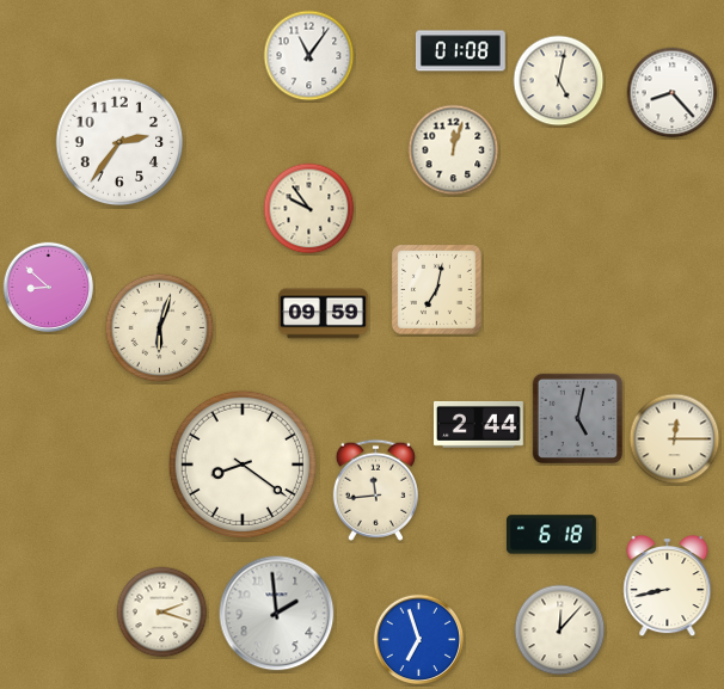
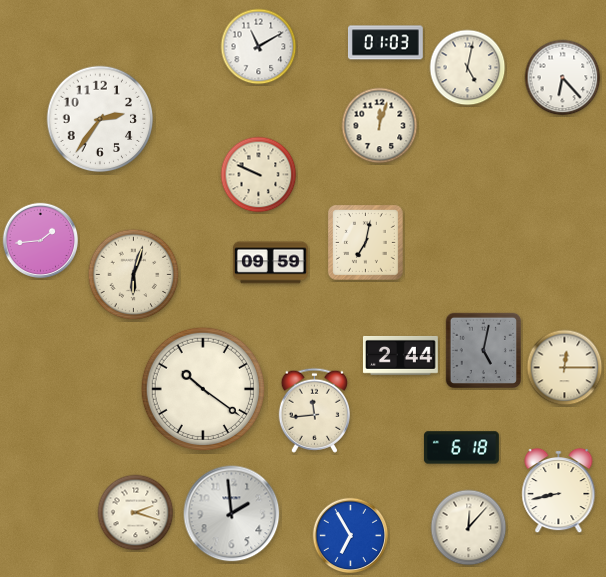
clock at (460, 51): 01:08 -> 01:03
clock at (309, 56): 11:06 -> 11:10
clock at (673, 93): 8:23 -> 6:23
clock at (309, 209): 9:54 -> 9:49
clock at (49, 288): 8:52 -> 1:44
clock at (243, 465): 8:21 -> 10:21
clock at (419, 640): 6:57 -> 6:55
